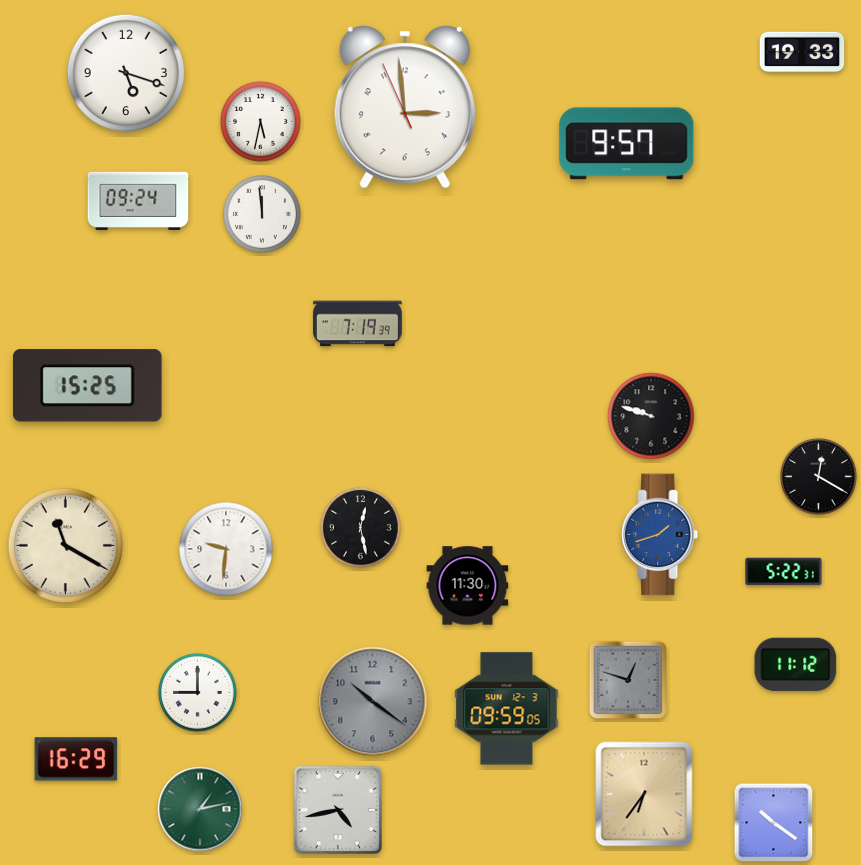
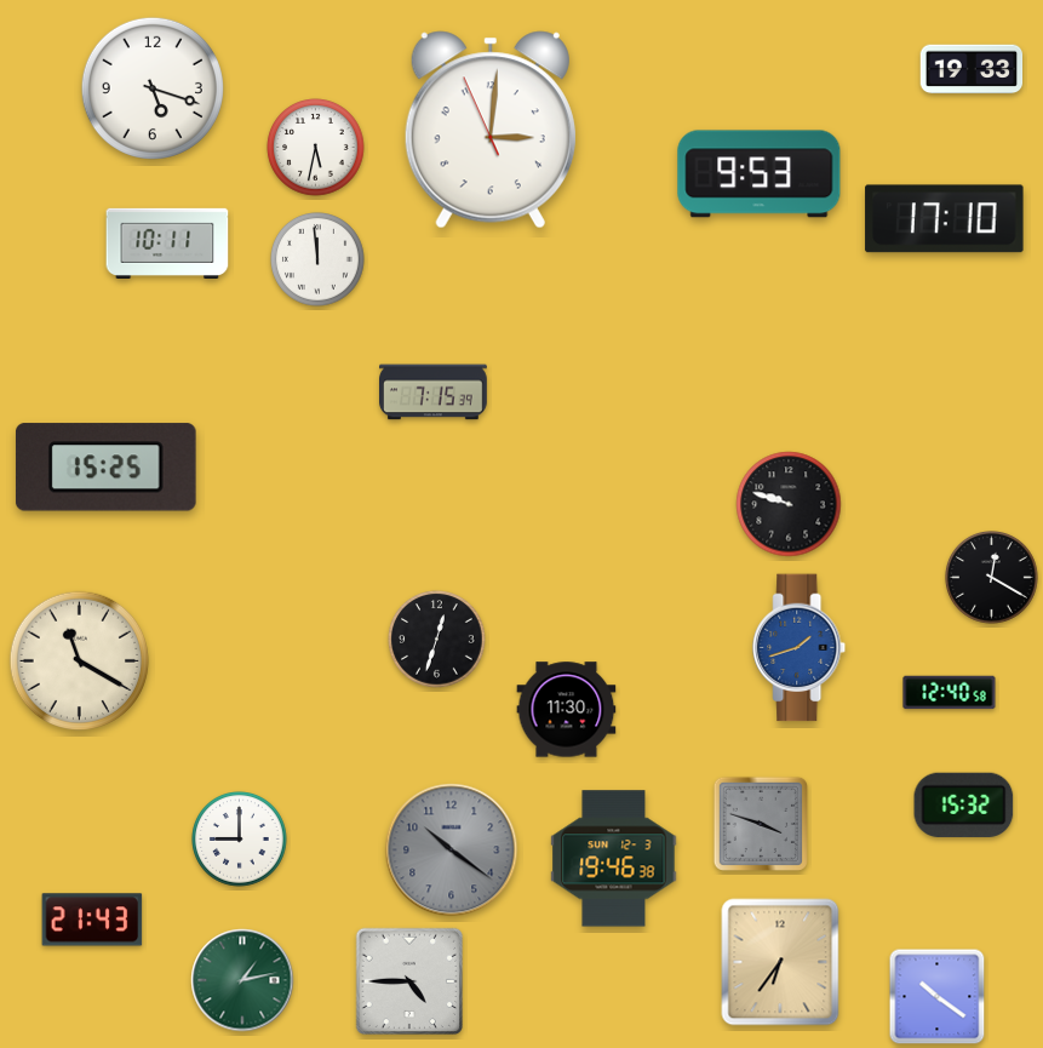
clock at (802, 52) position: (802, 52) -> (972, 69)
clock at (405, 107): 2:58 -> 3:00
clock at (627, 144): 9:57 -> 9:53
clock at (945, 219): none -> 17:10
clock at (138, 201): 09:24 -> 10:11
clock at (358, 324): 7:19 -> 7:15
clock at (361, 528): 12:28 -> 12:33
clock at (226, 549): 9:31 -> none
clock at (784, 572): 5:22 -> 12:40
clock at (796, 664): 11:12 -> 15:32
clock at (628, 680): 12:48 -> 3:48
clock at (507, 709): 09:59 -> 19:46
clock at (76, 759): 16:29 -> 21:43
clock at (337, 809): 4:43 -> 4:45
